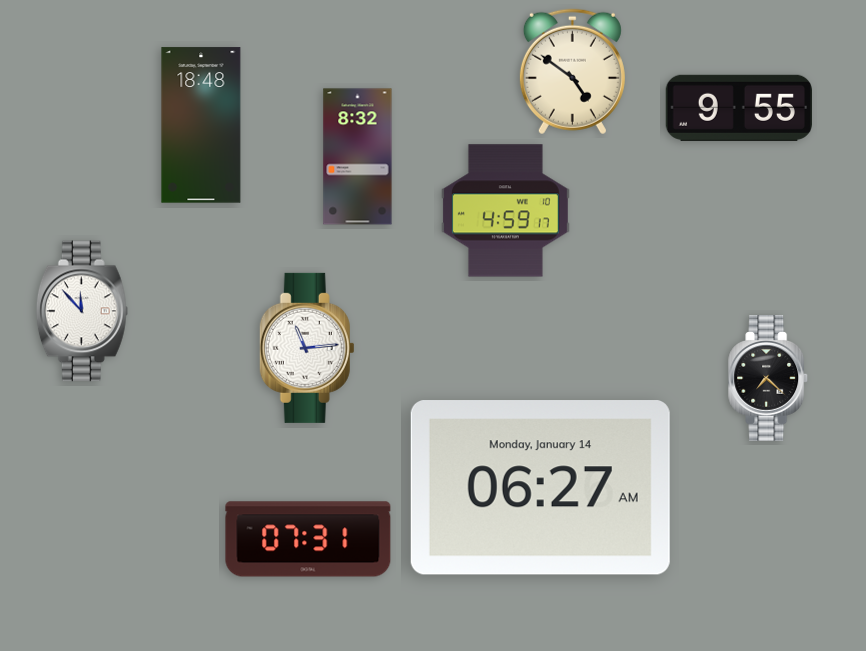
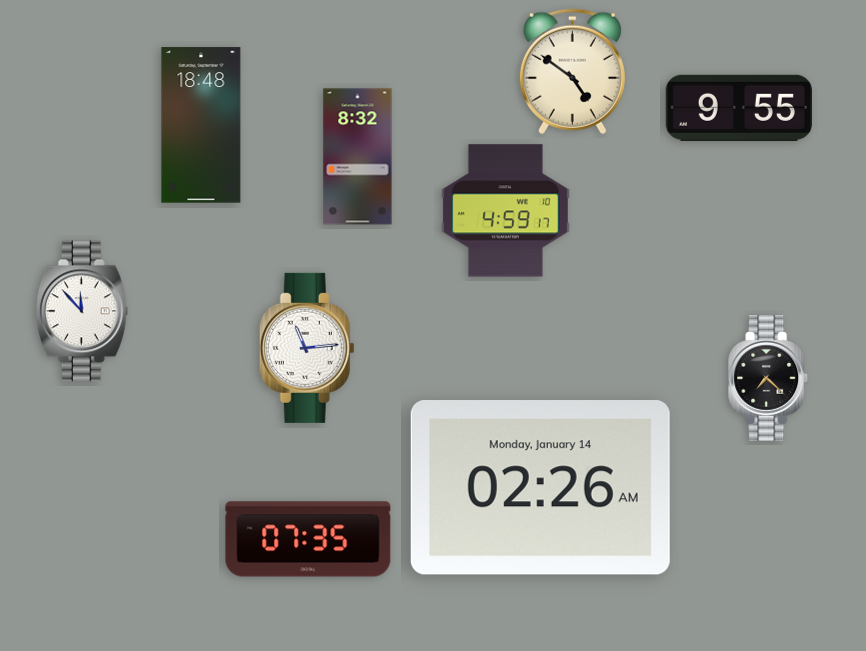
clock at (540, 488): 06:27 -> 02:26
clock at (308, 539): 07:31 -> 07:35
